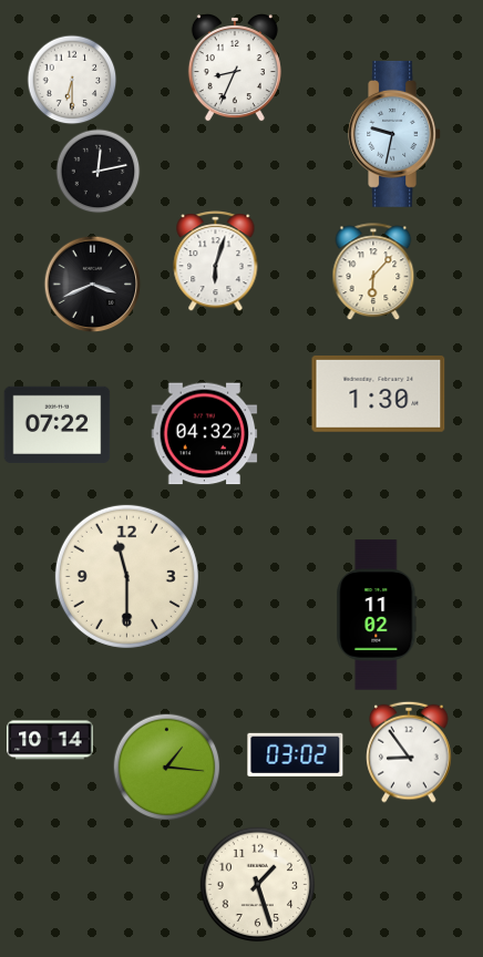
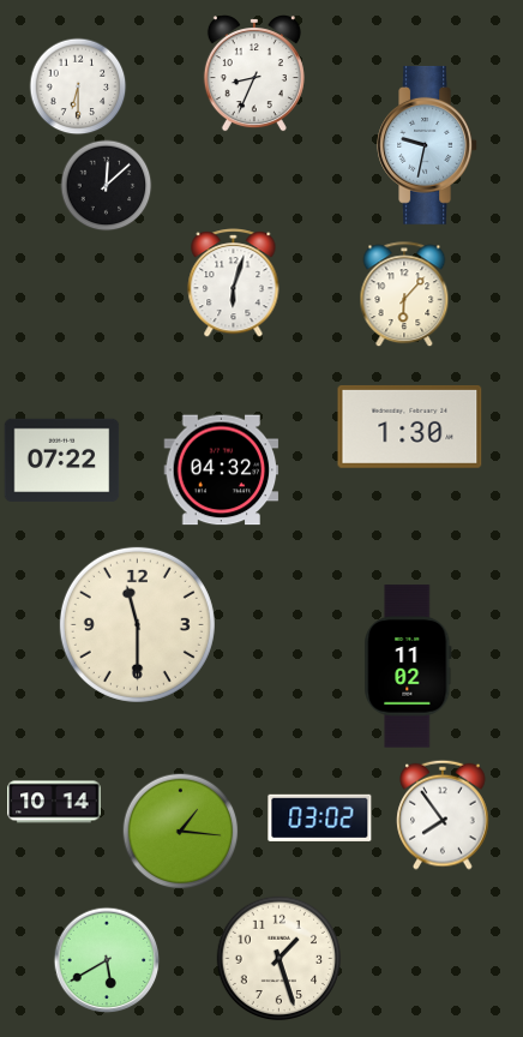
clock at (99, 172): 12:13 -> 12:08
clock at (93, 285): 3:41 -> none
clock at (409, 752): 8:54 -> 7:54
clock at (107, 960): none -> 5:40
